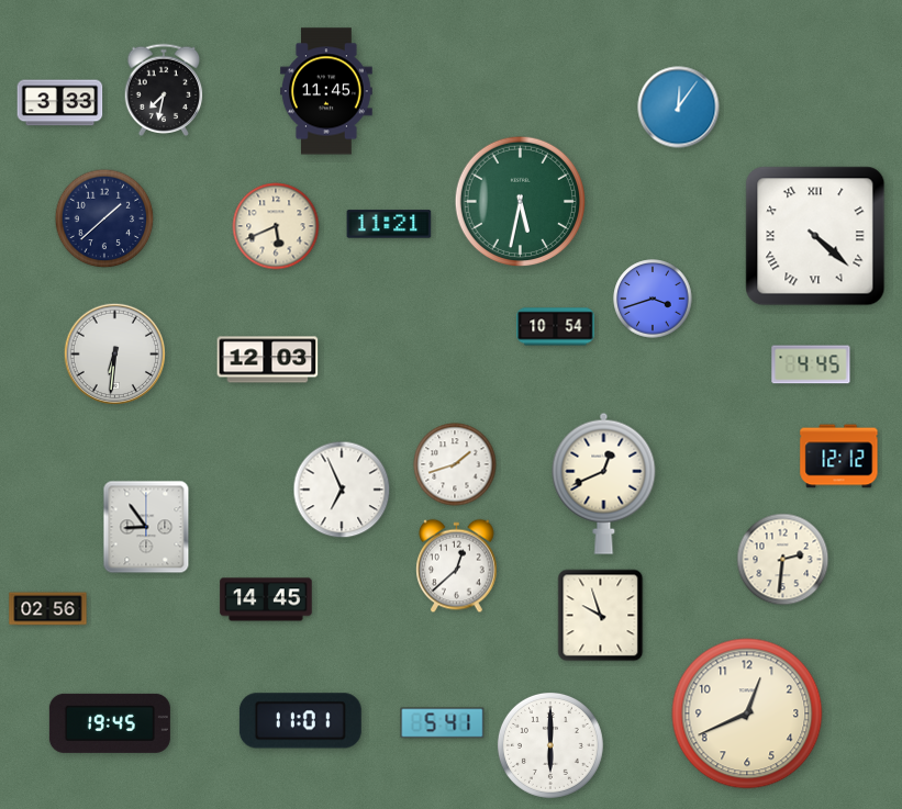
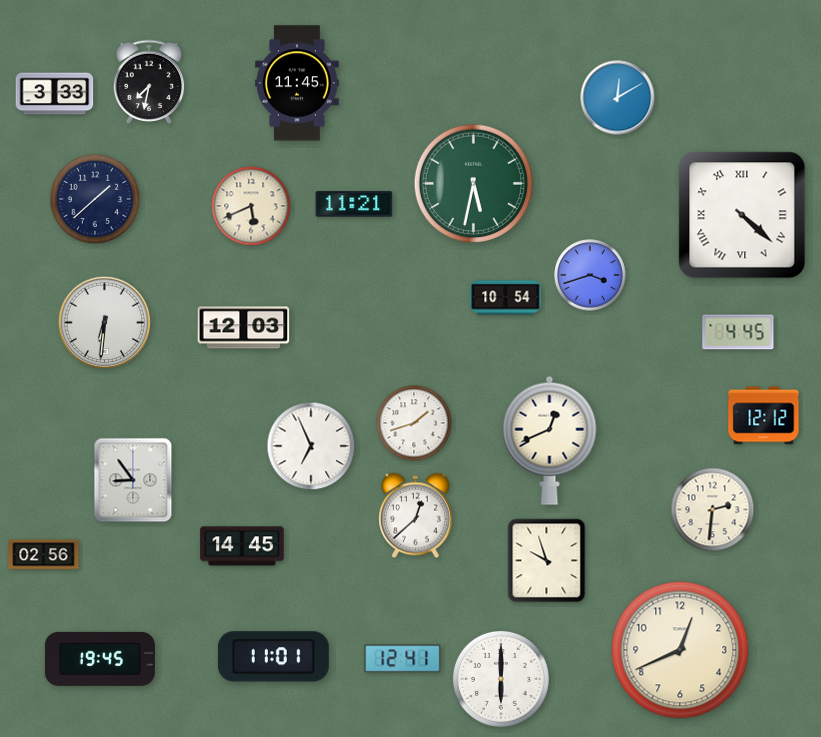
clock at (679, 108): 12:06 -> 12:10
clock at (653, 299) position: (653, 299) -> (590, 275)
clock at (443, 723): 5:41 -> 12:41
